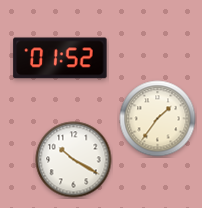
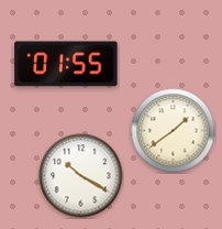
clock at (60, 58): 01:52 -> 01:55
clock at (158, 119): 1:36 -> 1:39
